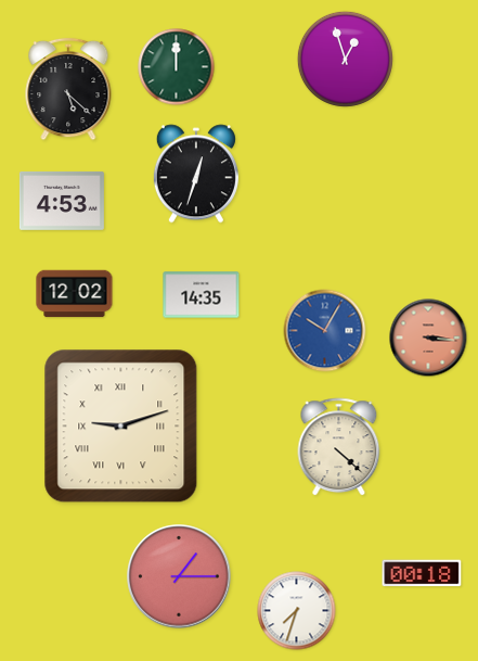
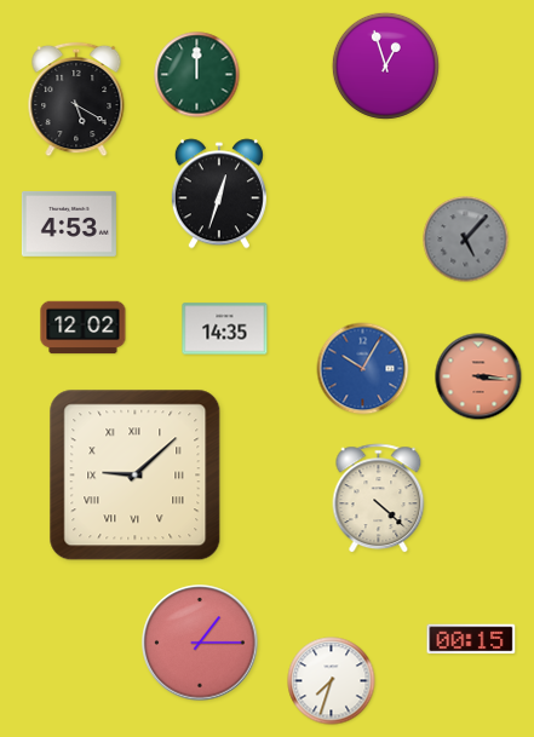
clock at (68, 89): 5:22 -> 5:20
clock at (466, 240): none -> 5:07
clock at (121, 427): 9:12 -> 9:08
clock at (422, 573): 00:18 -> 00:15
